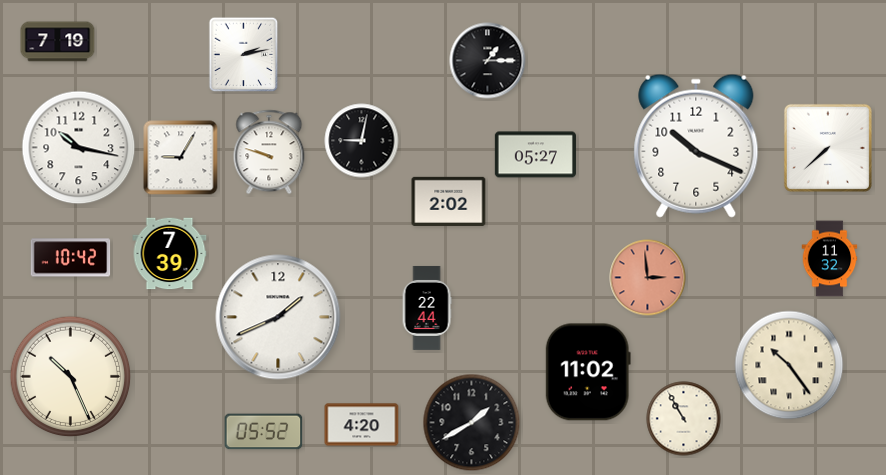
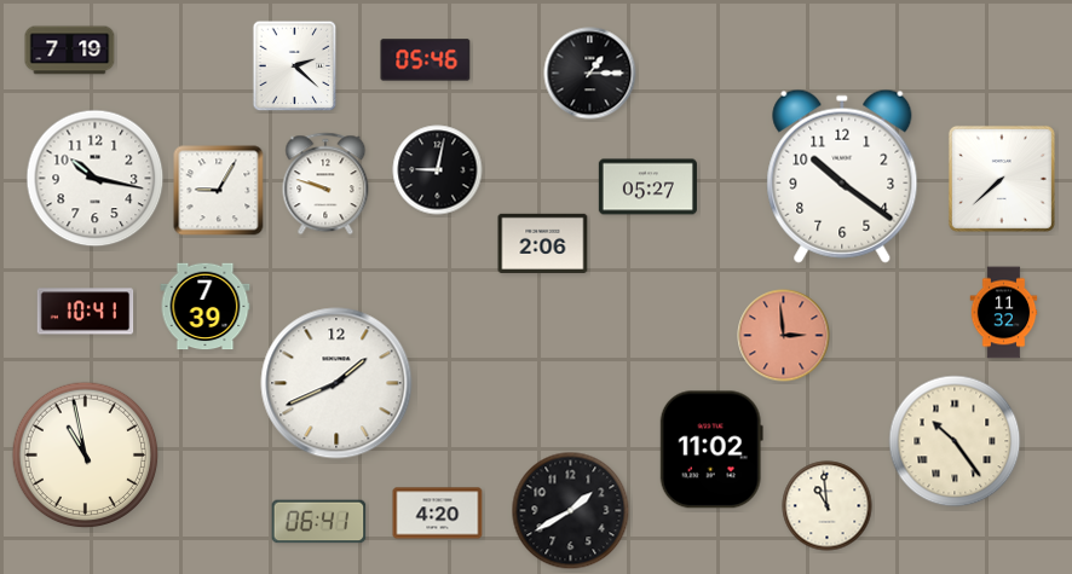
clock at (426, 60): none -> 05:46
clock at (244, 55): 2:13 -> 2:22
clock at (696, 146): 10:19 -> 10:21
clock at (449, 201): 2:02 -> 2:06
clock at (71, 258): 10:42 -> 10:41
clock at (427, 308): 22:44 -> none
clock at (71, 377): 10:26 -> 10:58
clock at (684, 419): 10:55 -> 10:59
clock at (264, 432): 05:52 -> 06:41
